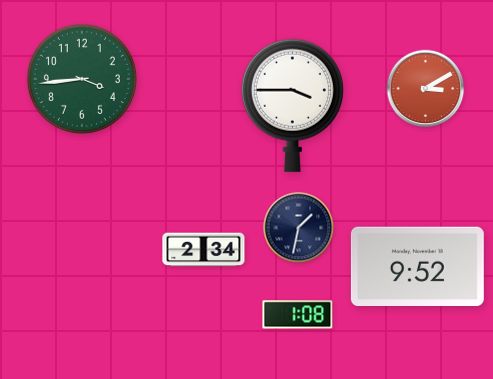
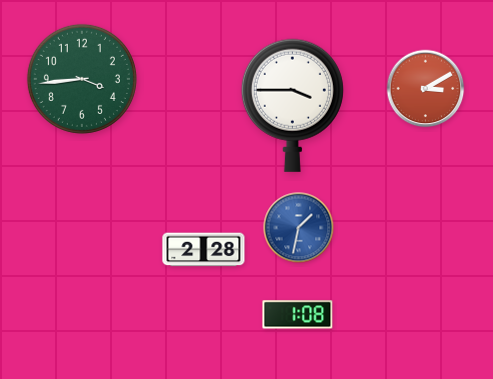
clock at (299, 228) dial: navy -> blue
clock at (204, 250): 2:34 -> 2:28
clock at (417, 266): 9:52 -> none
